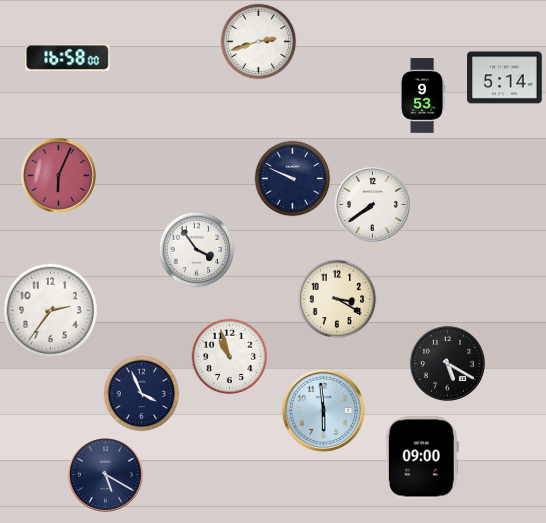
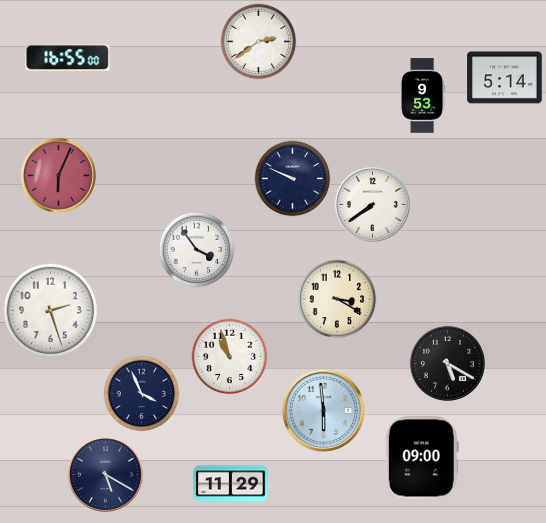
clock at (259, 42): 2:42 -> 2:39
clock at (68, 58): 16:58 -> 16:55
clock at (50, 310): 2:36 -> 2:27
clock at (231, 484): none -> 11:29
